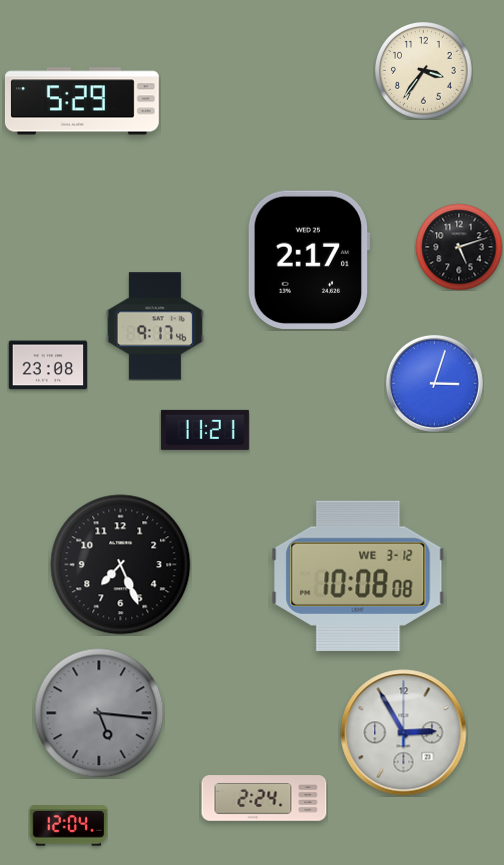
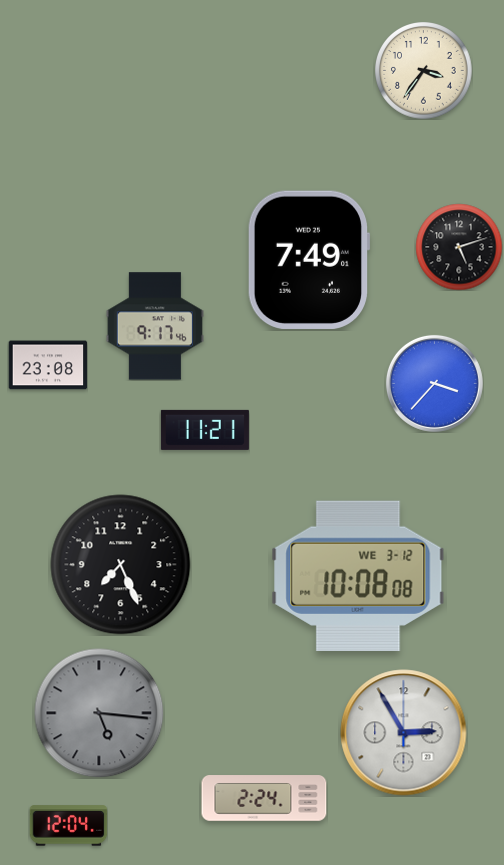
clock at (82, 101): 5:29 -> none
clock at (309, 260): 2:17 -> 7:49
clock at (434, 383): 3:03 -> 3:37
